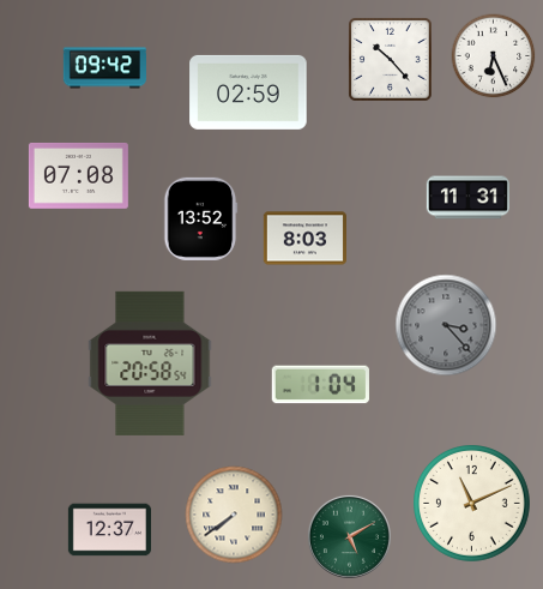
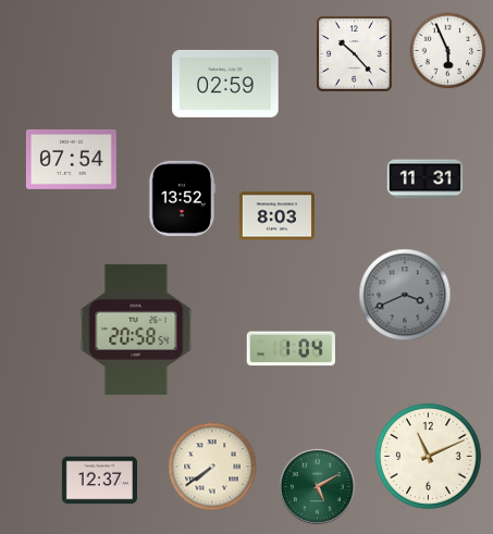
clock at (494, 56): 6:26 -> 5:56
clock at (104, 68): 09:42 -> none
clock at (78, 175): 07:08 -> 07:54
clock at (446, 325): 3:23 -> 3:41
